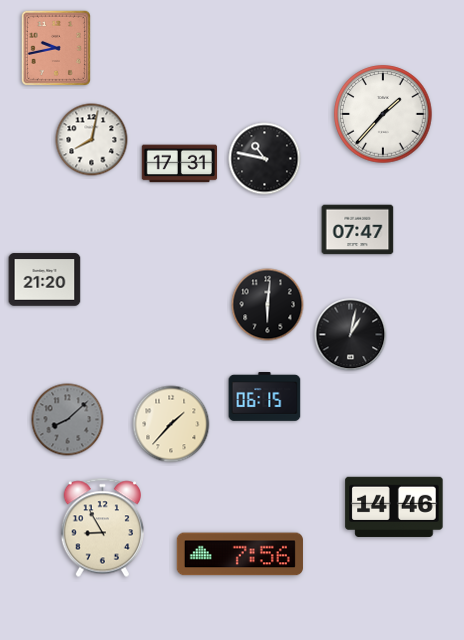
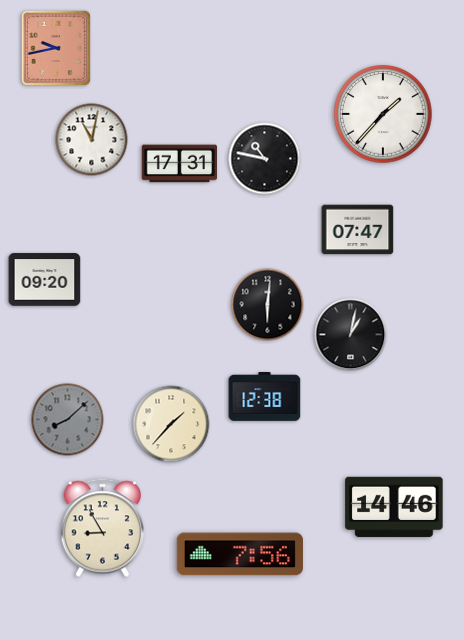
clock at (92, 140): 8:02 -> 11:02
clock at (45, 280): 21:20 -> 09:20
clock at (265, 397): 06:15 -> 12:38
